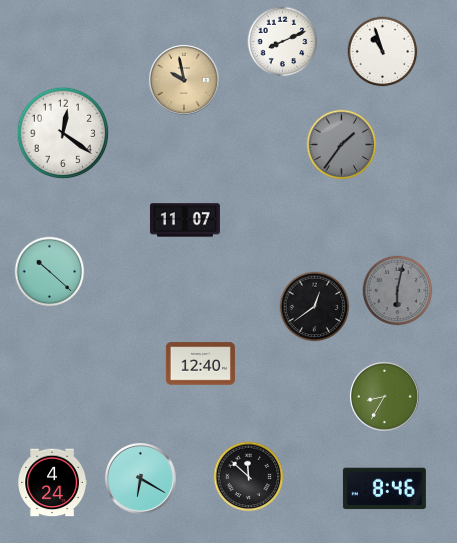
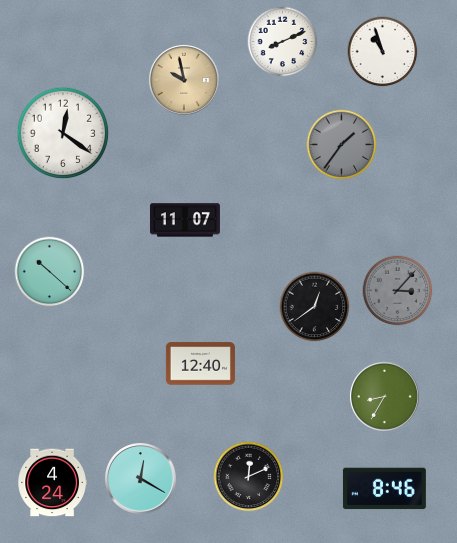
clock at (398, 291): 6:02 -> 3:07
clock at (249, 477): 11:52 -> 12:11
clock at (141, 479): 6:20 -> 12:20
